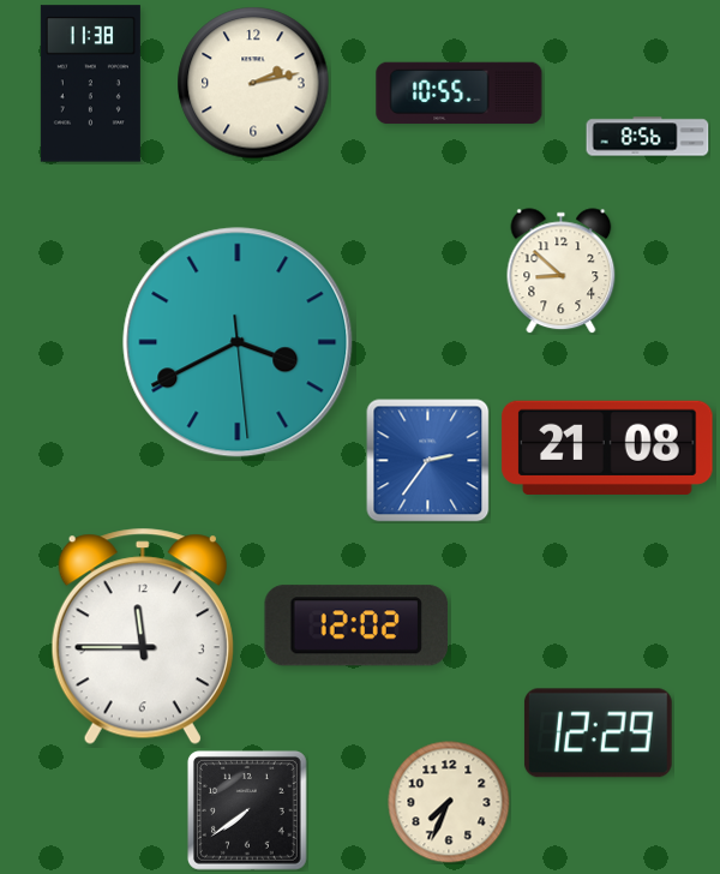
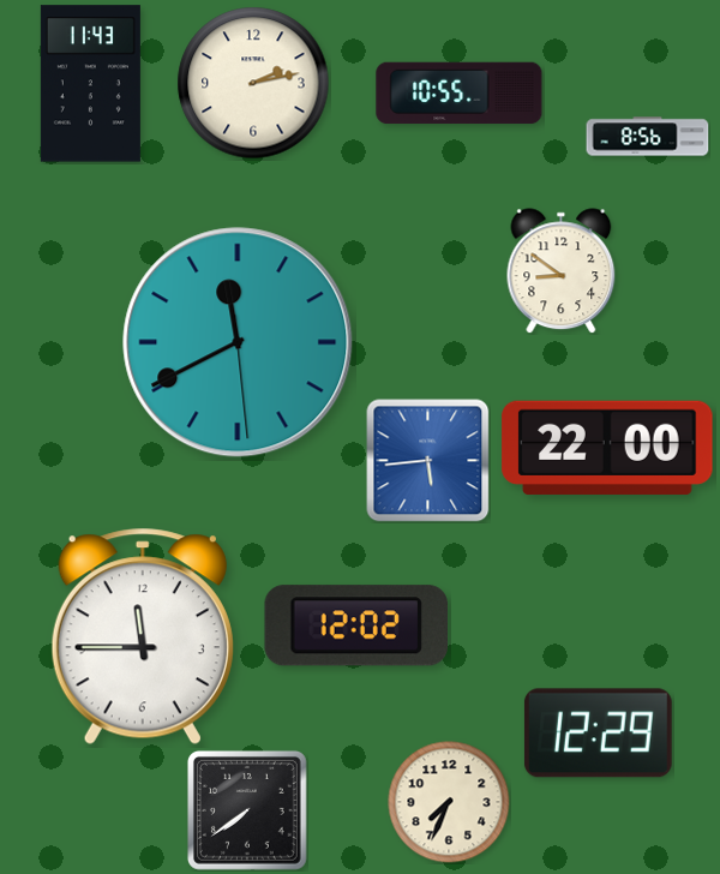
clock at (90, 84): 11:38 -> 11:43
clock at (562, 271): 8:52 -> 8:51
clock at (238, 342): 3:40 -> 11:40
clock at (607, 448): 21:08 -> 22:00
clock at (428, 461): 2:36 -> 5:44
